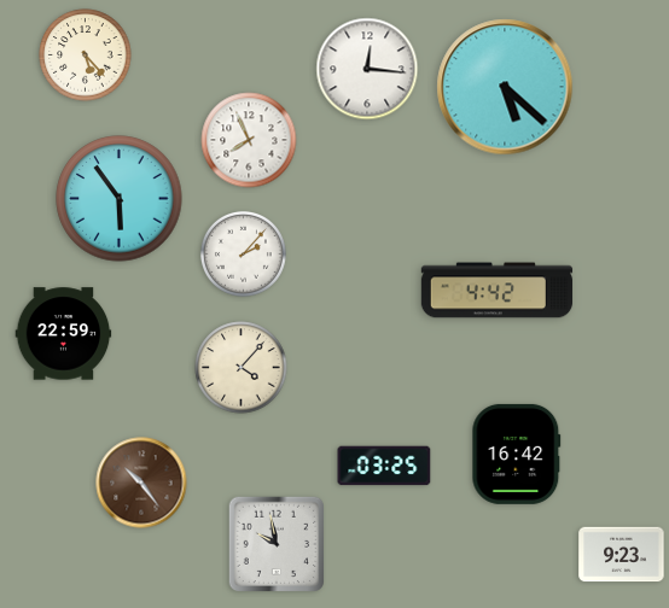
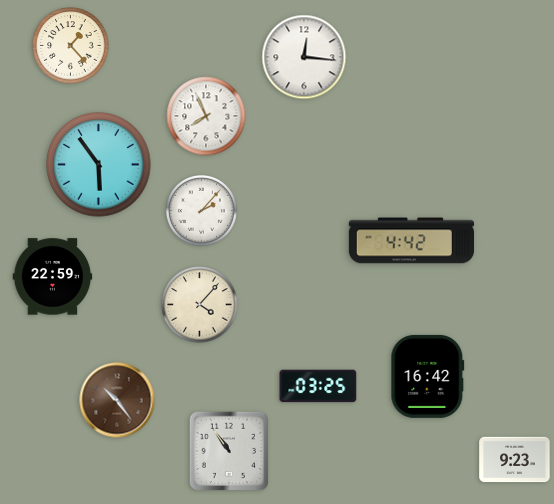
clock at (86, 55): 5:23 -> 1:23
clock at (505, 87): 5:22 -> none
clock at (275, 543): 9:58 -> 10:54
